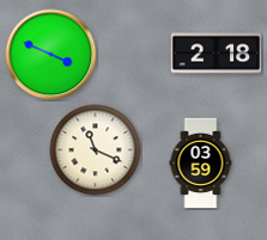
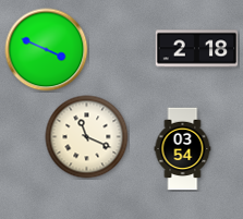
clock at (201, 164): 03:59 -> 03:54
